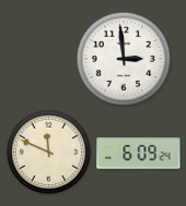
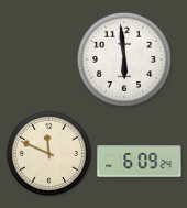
clock at (123, 58): 2:59 -> 5:59
clock at (139, 154) position: (139, 154) -> (140, 162)
